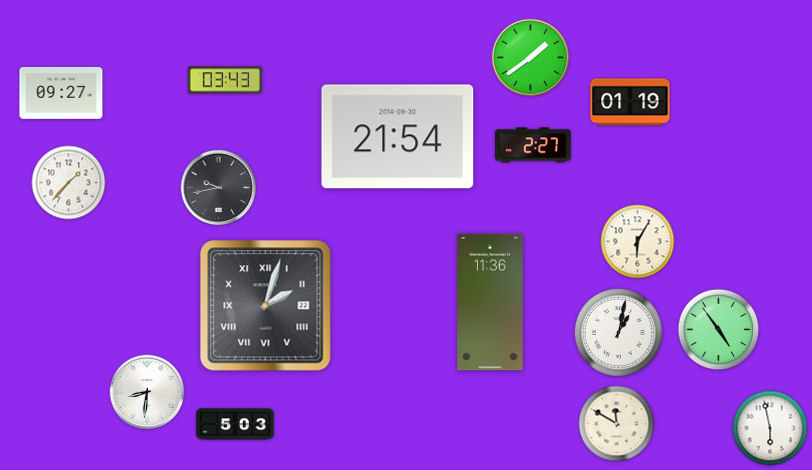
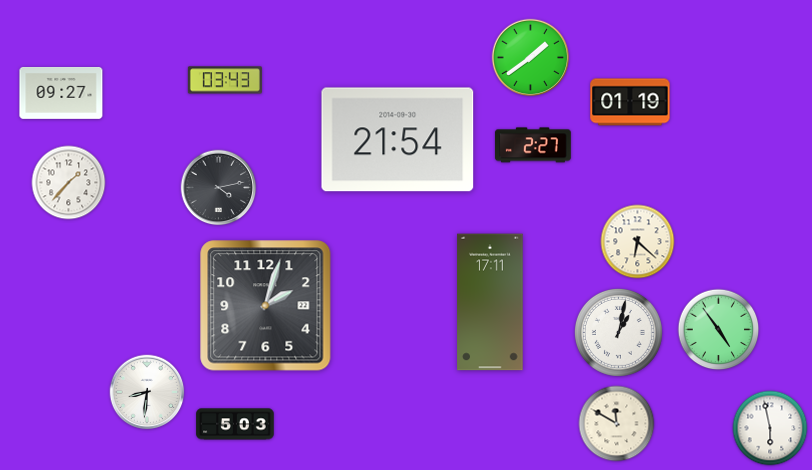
clock at (398, 137) position: (398, 137) -> (398, 140)
clock at (219, 188): 9:43 -> 4:13
clock at (638, 242): 6:05 -> 6:22
clock at (490, 302): 11:36 -> 17:11
clock at (266, 306) numerals: Roman -> Arabic
